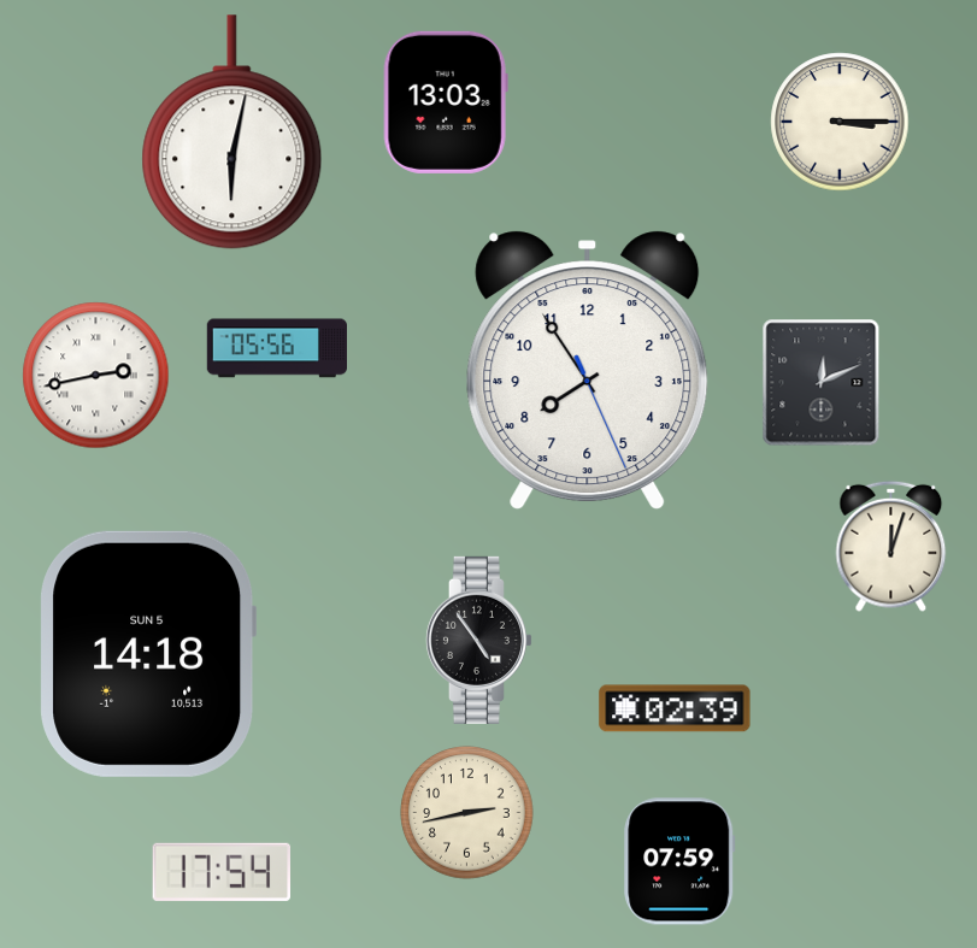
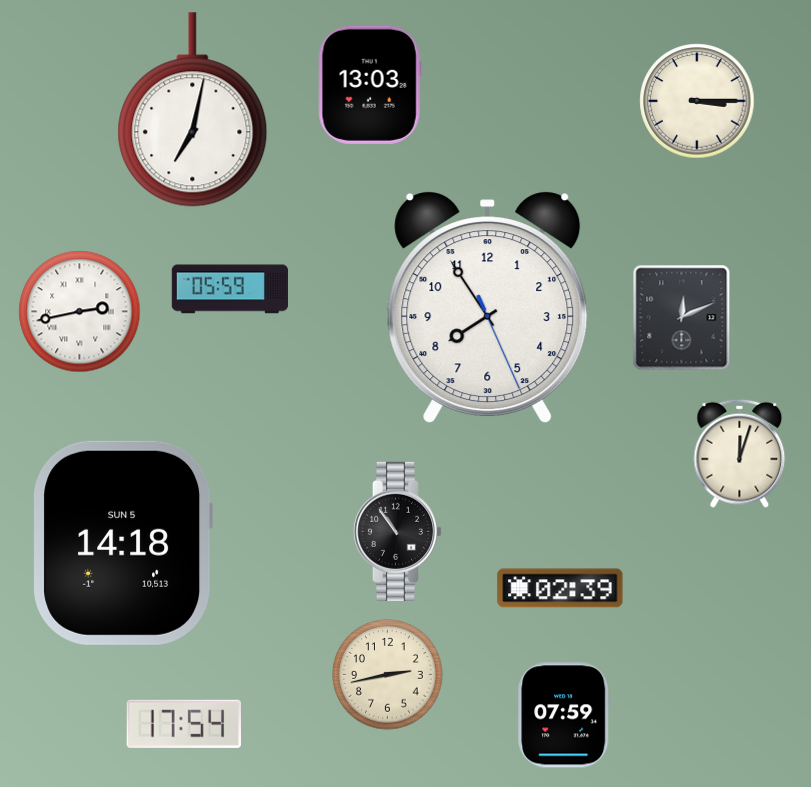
clock at (233, 133): 6:02 -> 7:02
clock at (276, 348): 05:56 -> 05:59
clock at (478, 640): 4:54 -> 10:54
